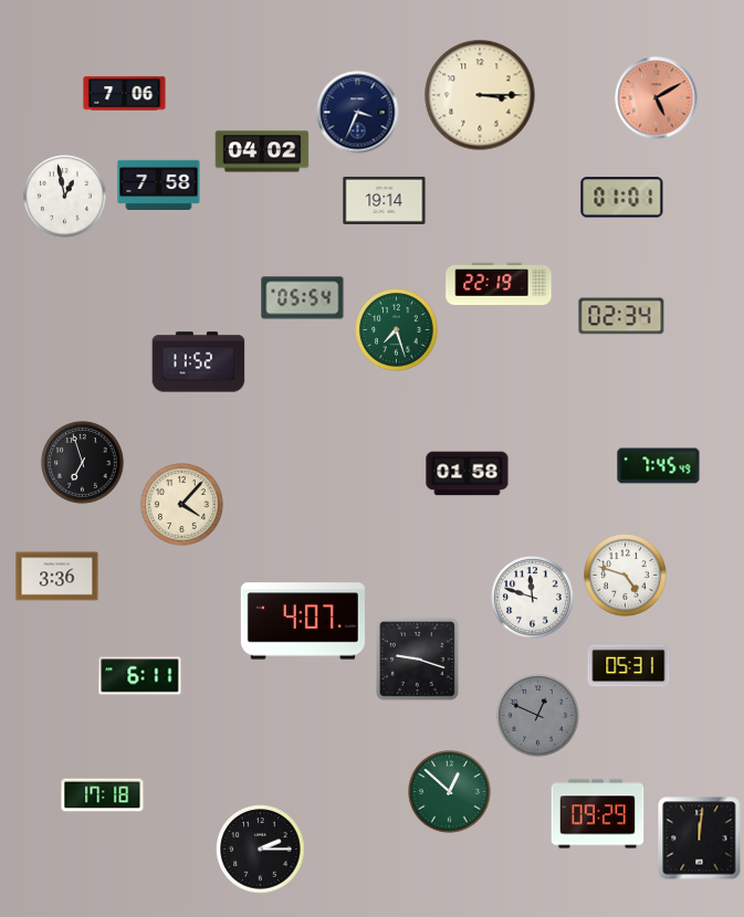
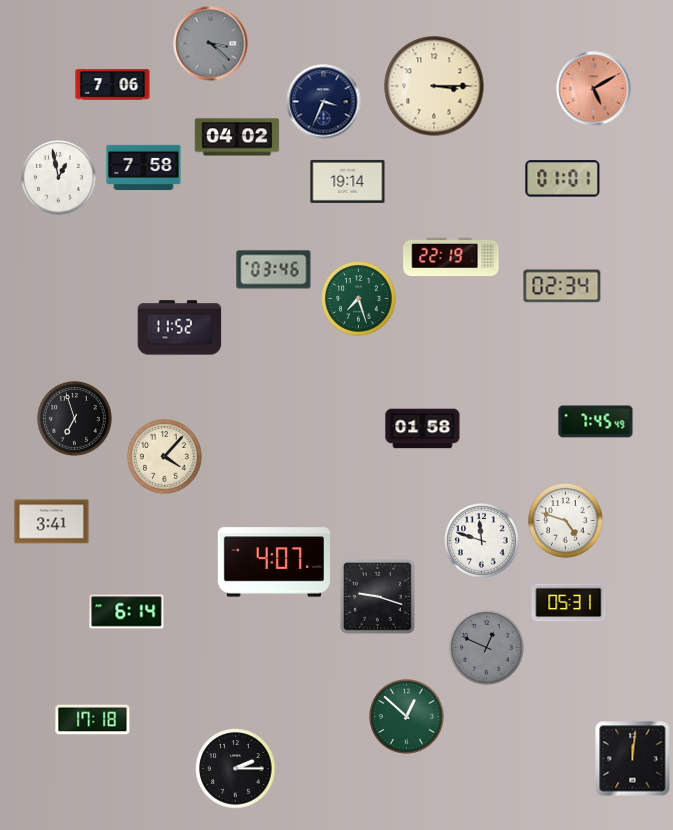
clock at (211, 44): none -> 3:22
clock at (303, 298): 05:54 -> 03:46
clock at (57, 577): 3:36 -> 3:41
clock at (140, 676): 6:11 -> 6:14
clock at (598, 814): 09:29 -> none
